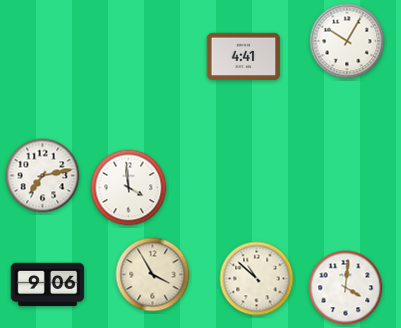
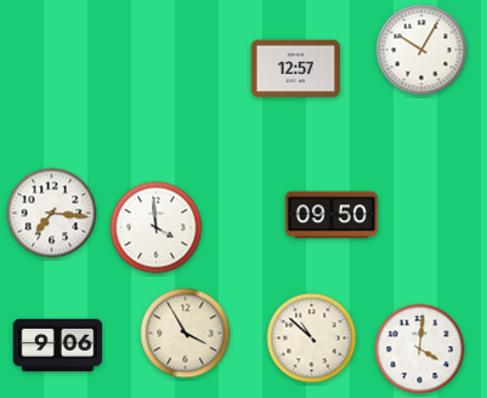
clock at (244, 57): 4:41 -> 12:57
clock at (43, 176): 7:13 -> 7:16
clock at (332, 215): none -> 09:50
